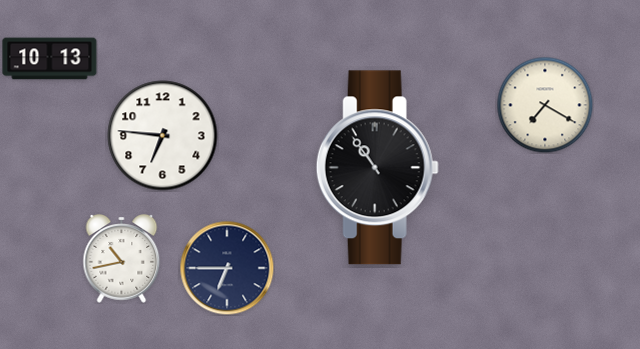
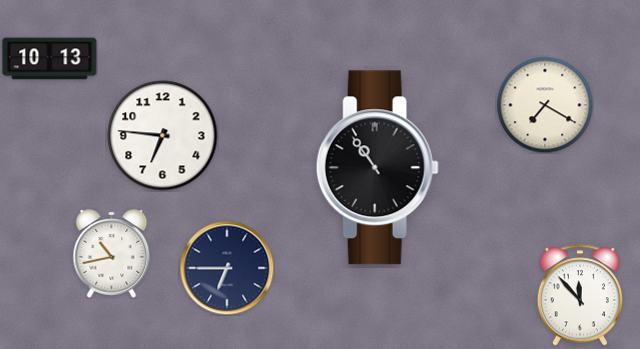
clock at (122, 259) position: (122, 259) -> (112, 254)
clock at (579, 295): none -> 11:53
